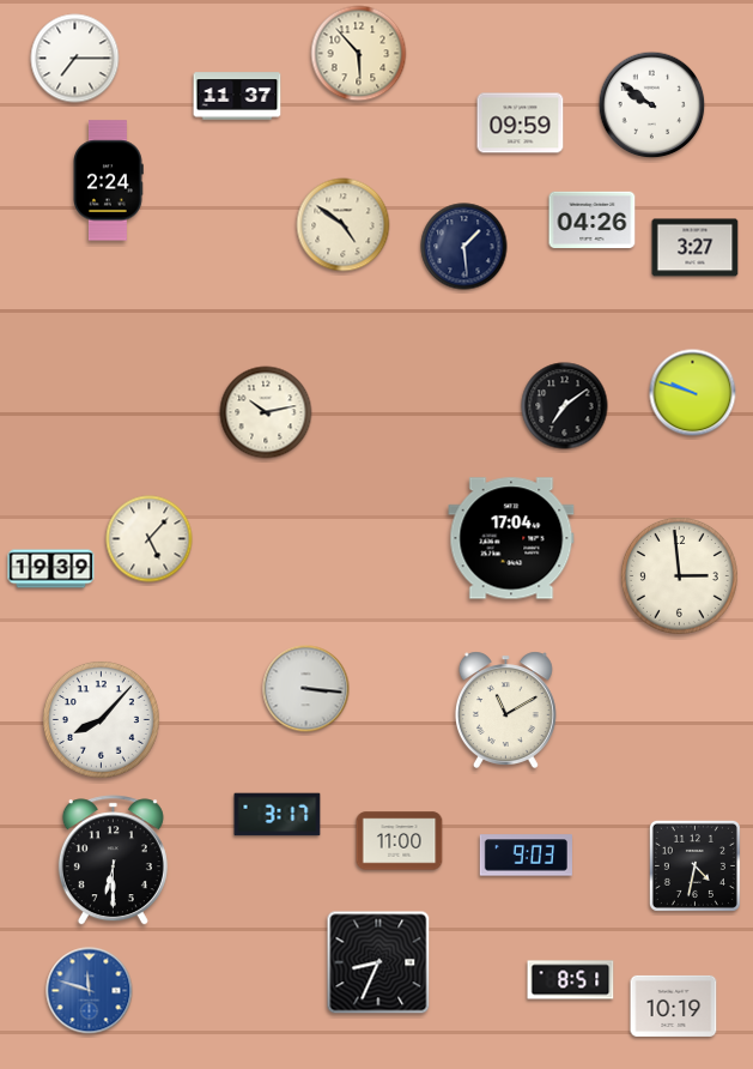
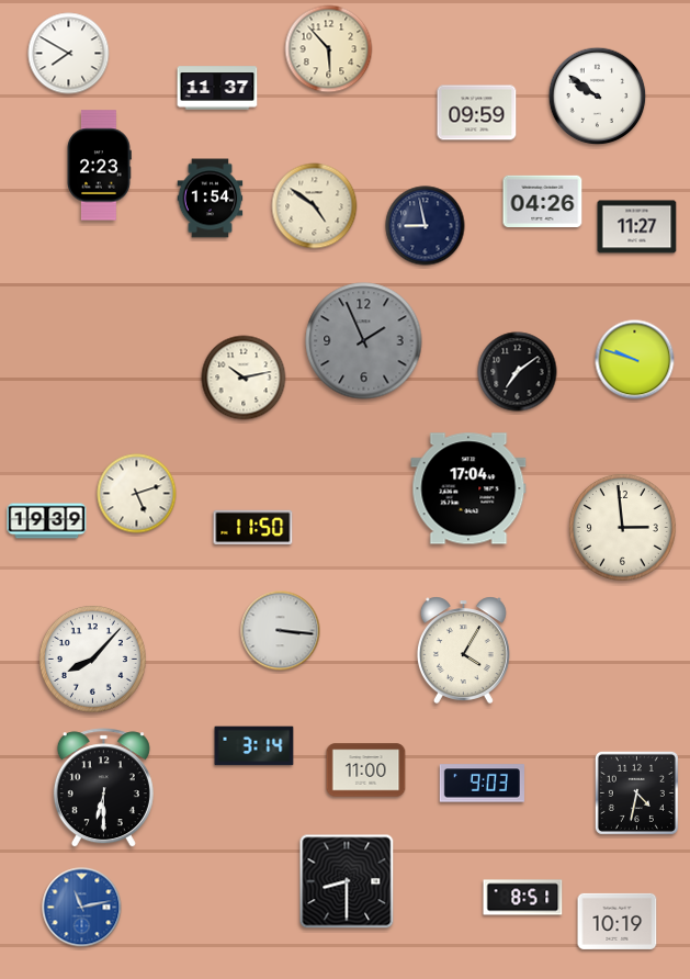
clock at (75, 59): 7:15 -> 7:50
clock at (108, 181): 2:24 -> 2:23
clock at (211, 199): none -> 1:54
clock at (464, 247): 1:29 -> 8:58
clock at (696, 248): 3:27 -> 11:27
clock at (364, 341): none -> 1:56
clock at (511, 538) position: (511, 538) -> (468, 488)
clock at (150, 539): 5:07 -> 5:12
clock at (253, 527): none -> 11:50
clock at (505, 709): 11:10 -> 4:05
clock at (278, 815): 3:17 -> 3:14
clock at (378, 962): 8:34 -> 8:30
clock at (90, 991): 11:48 -> 11:13
